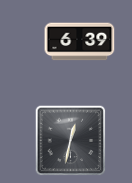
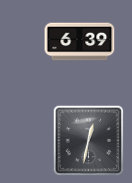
clock at (71, 141) position: (71, 141) -> (89, 141)
